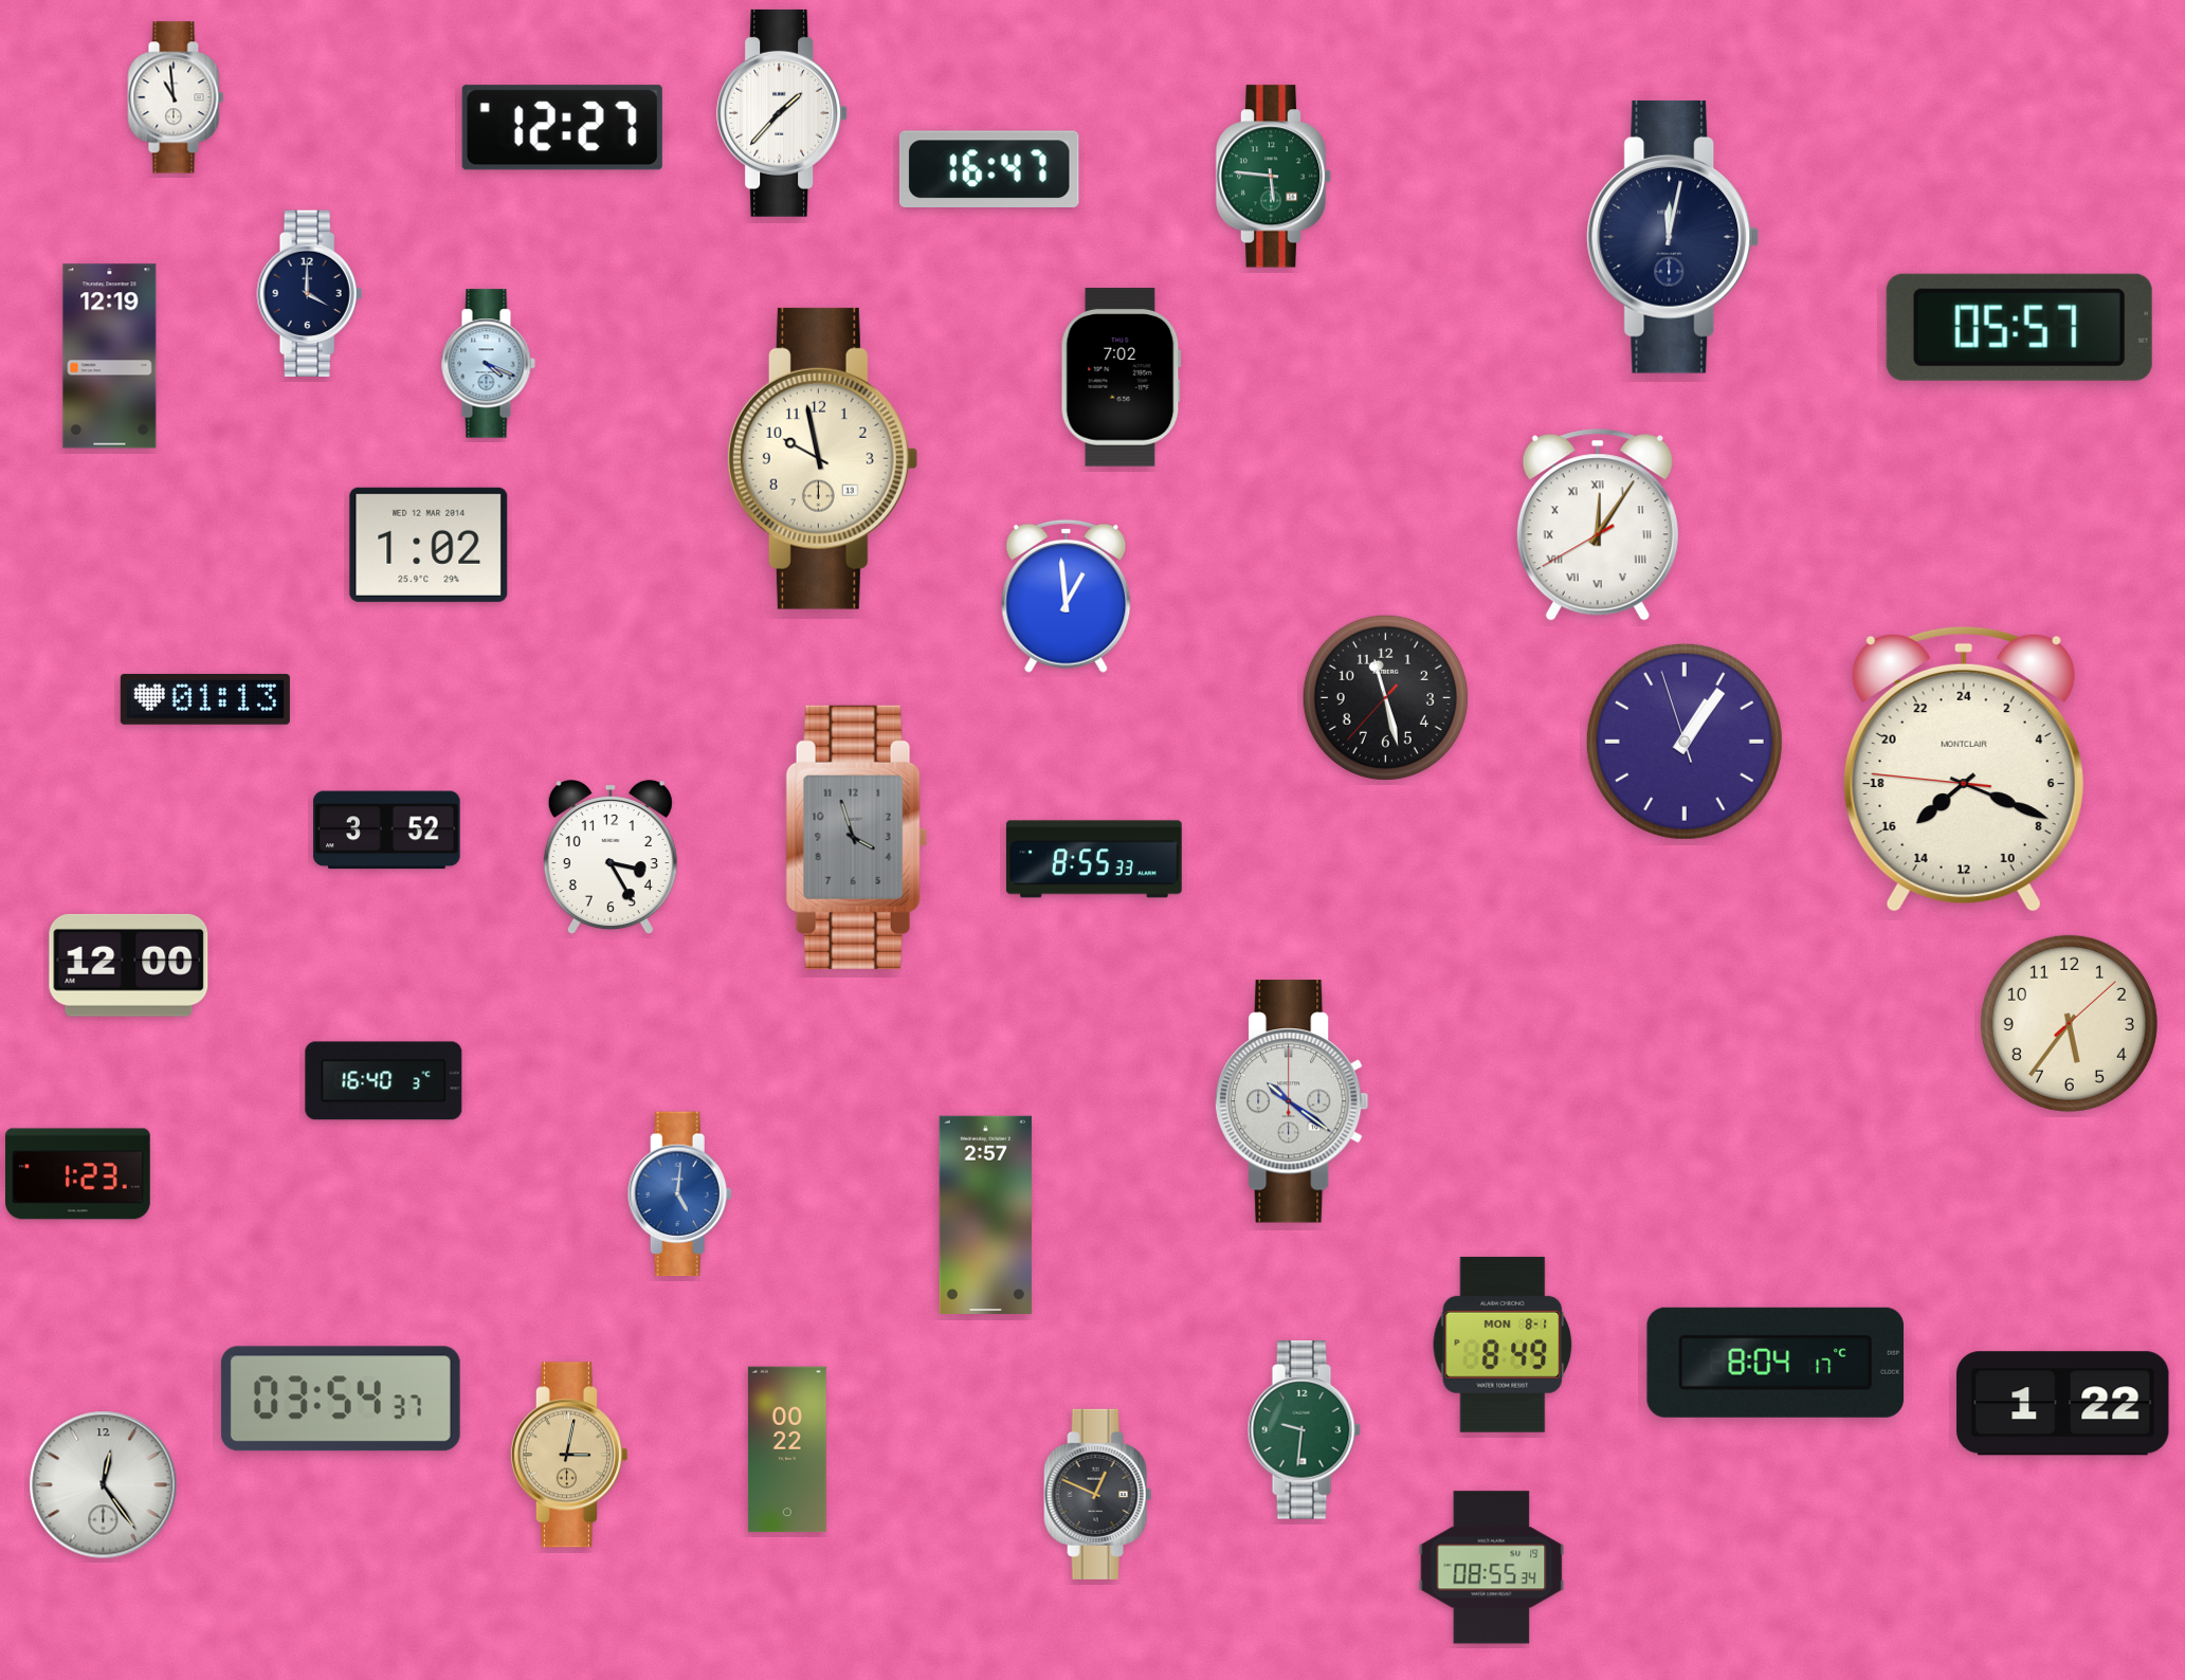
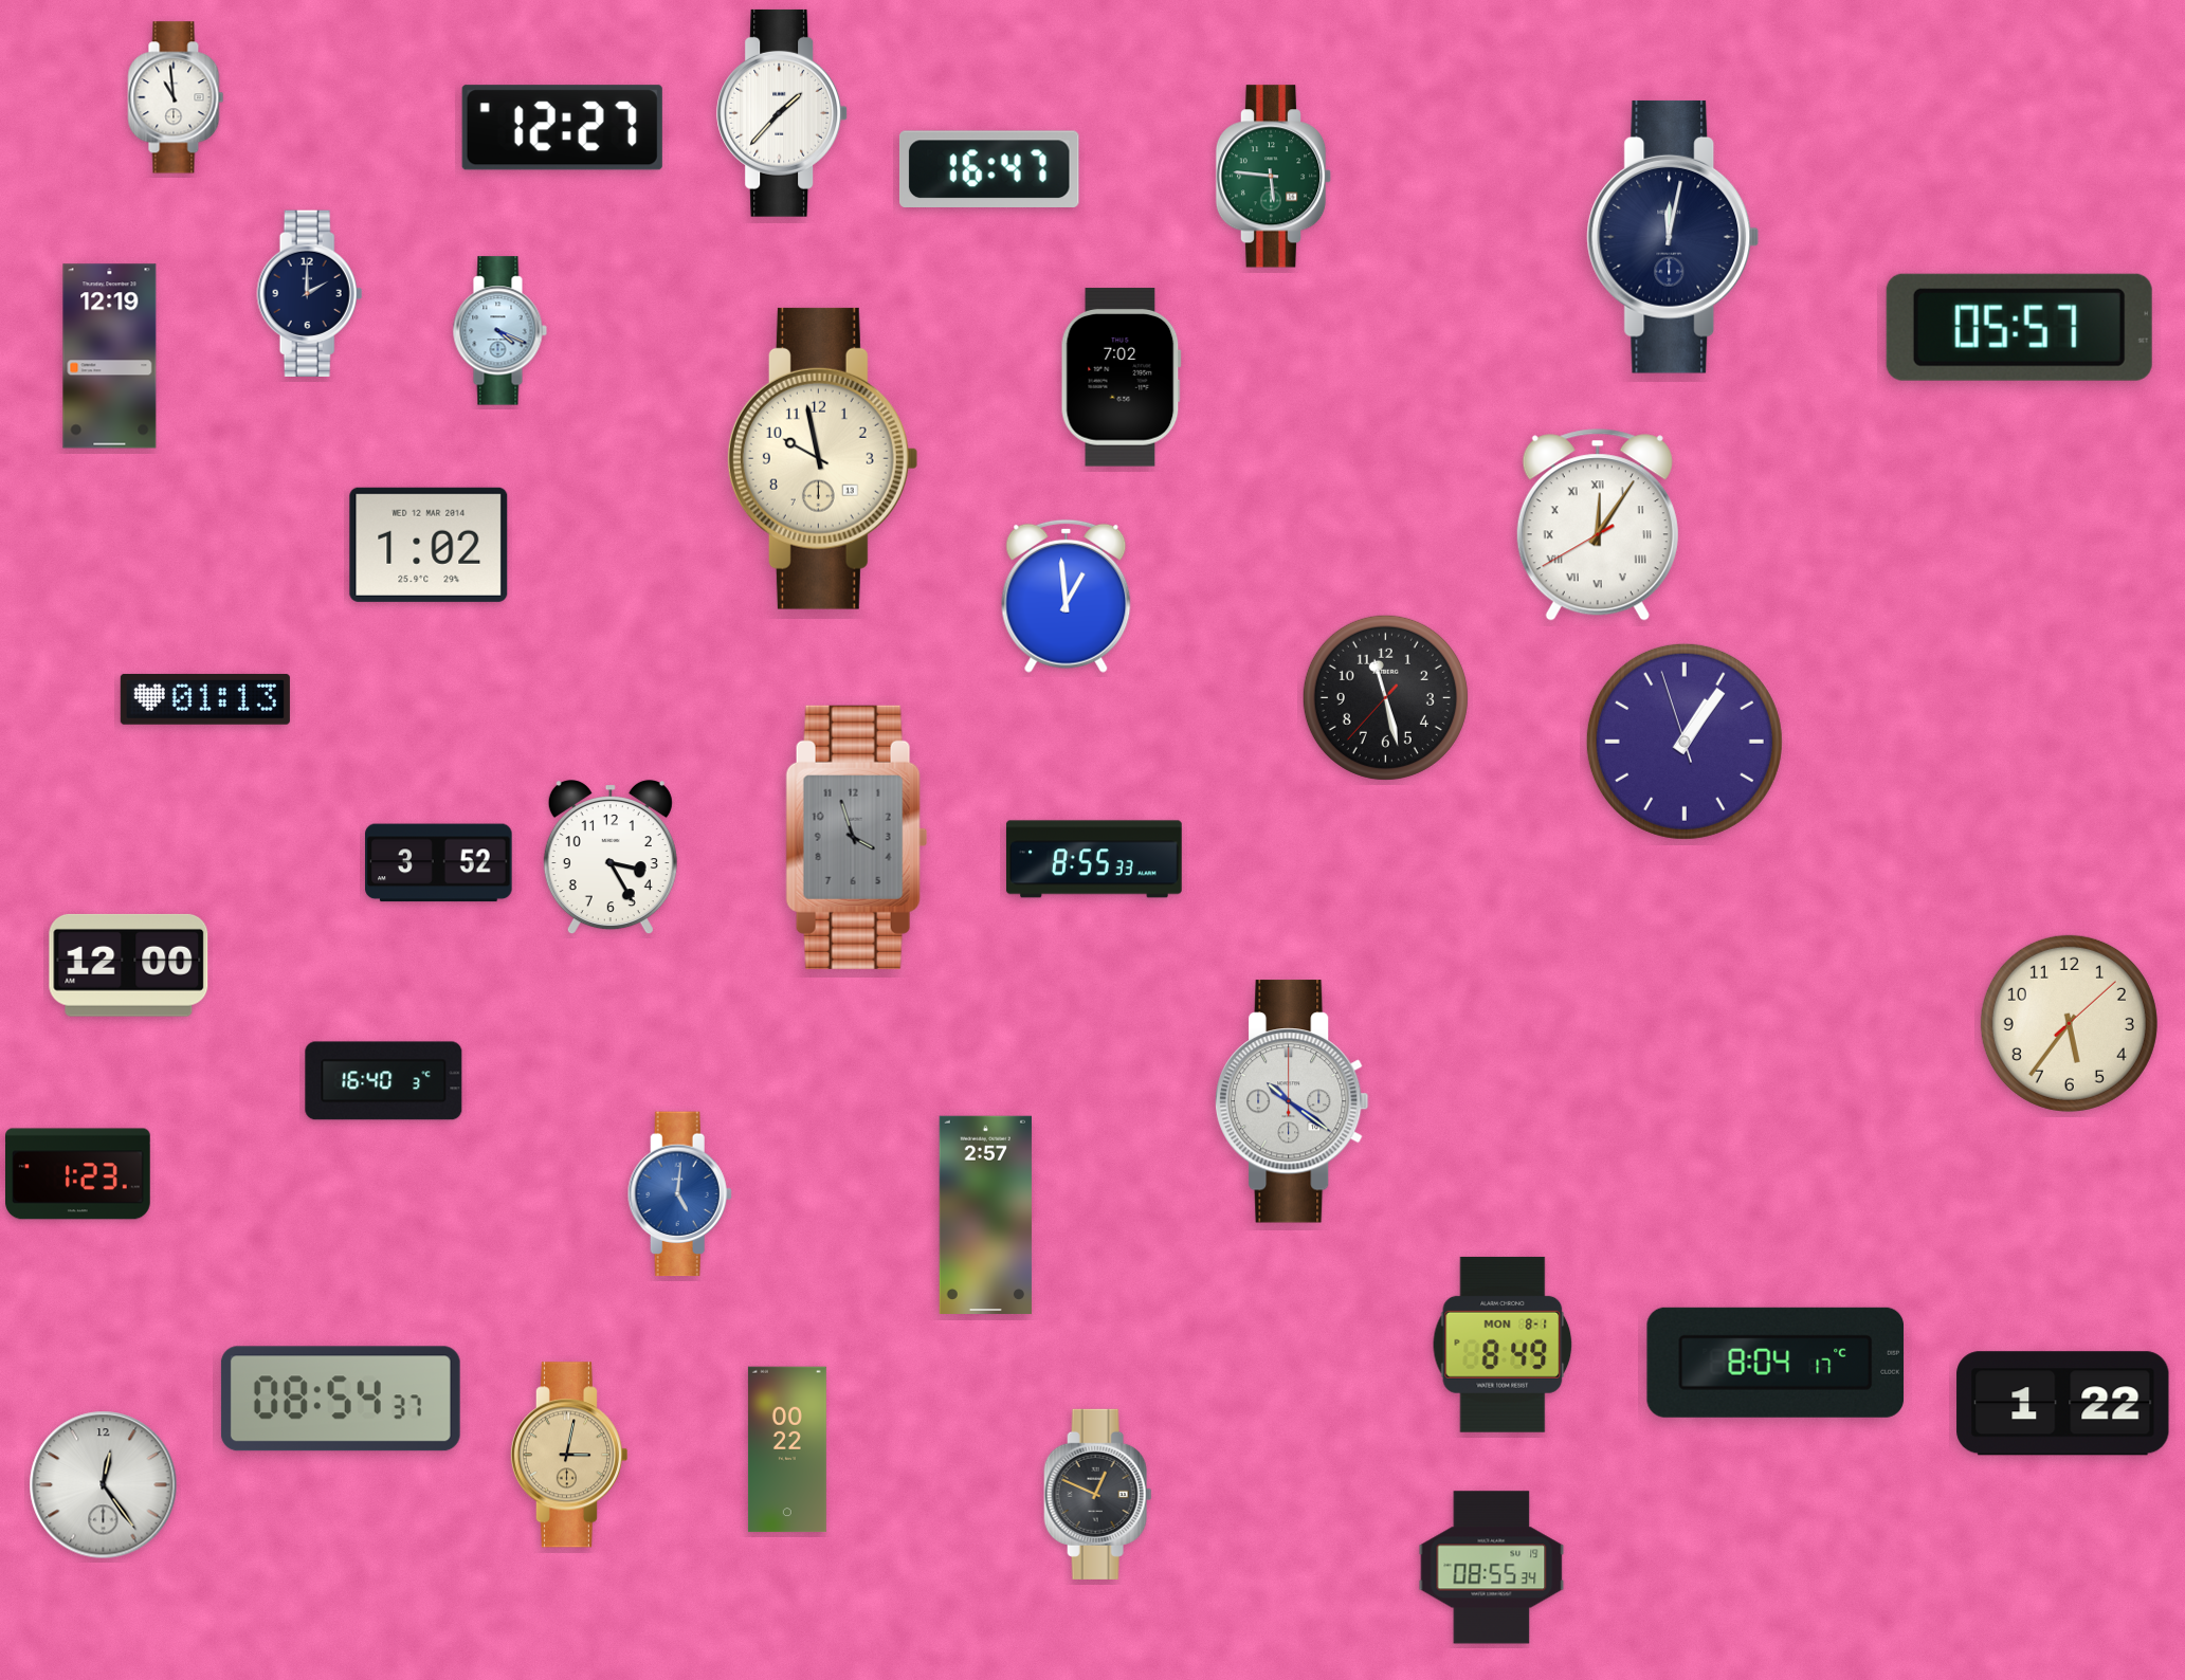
clock at (310, 293): 4:00 -> 2:00
clock at (488, 364) position: (488, 364) -> (499, 331)
clock at (1964, 769): 15:18 -> none
clock at (387, 830) position: (387, 830) -> (439, 863)
clock at (341, 1399): 03:54 -> 08:54
clock at (1304, 1430): 9:31 -> none
